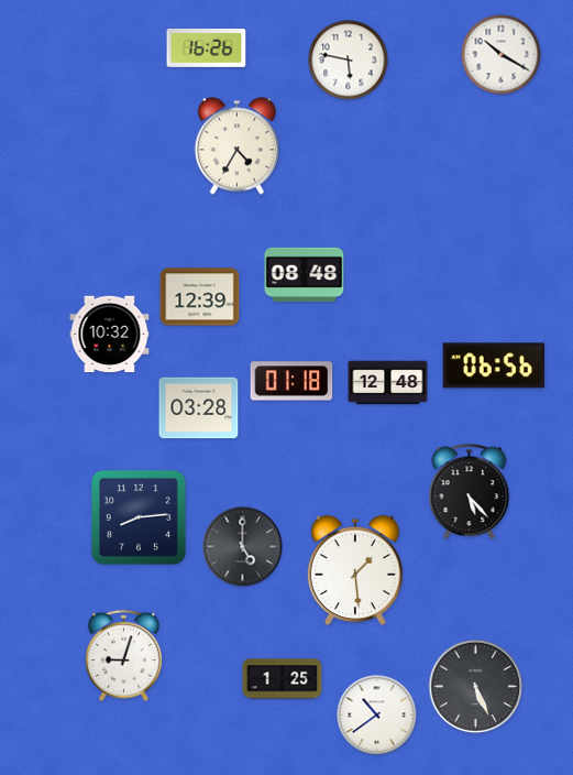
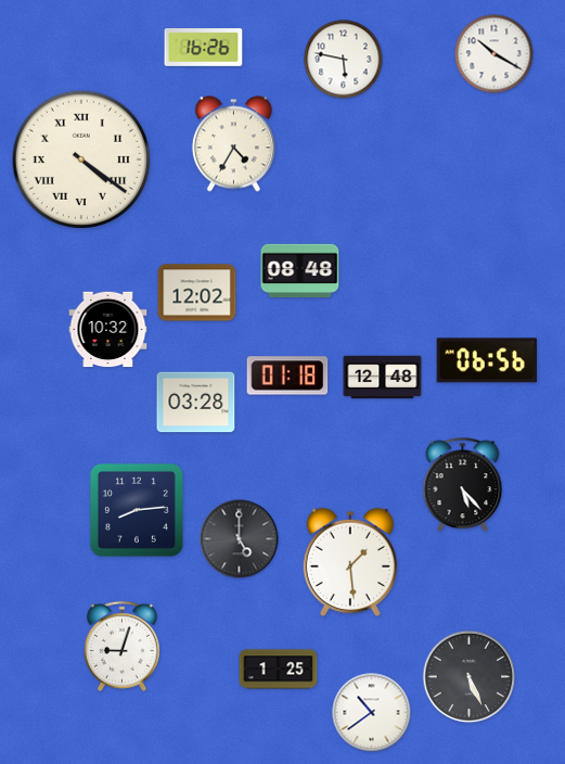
clock at (80, 158): none -> 4:21
clock at (200, 297): 12:39 -> 12:02
clock at (377, 716) position: (377, 716) -> (372, 713)
